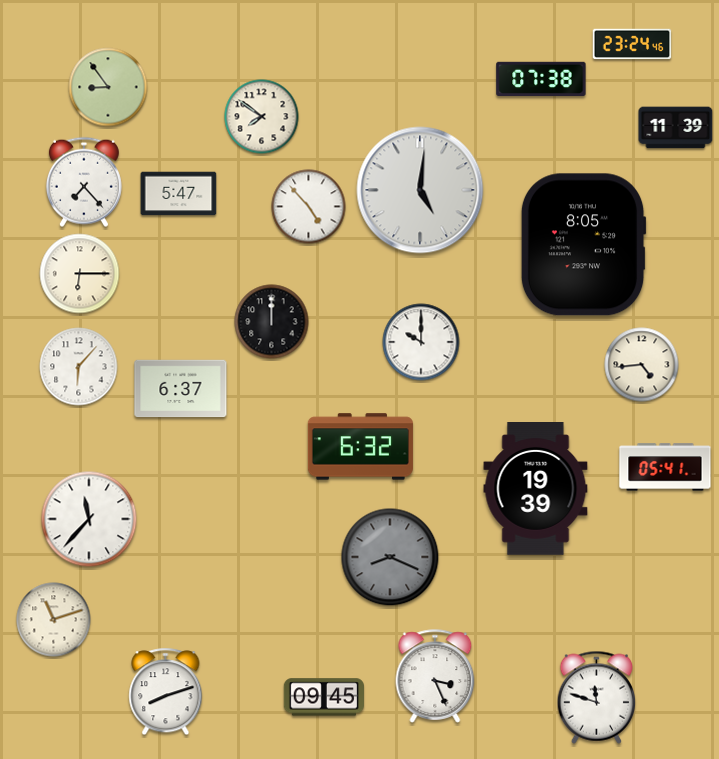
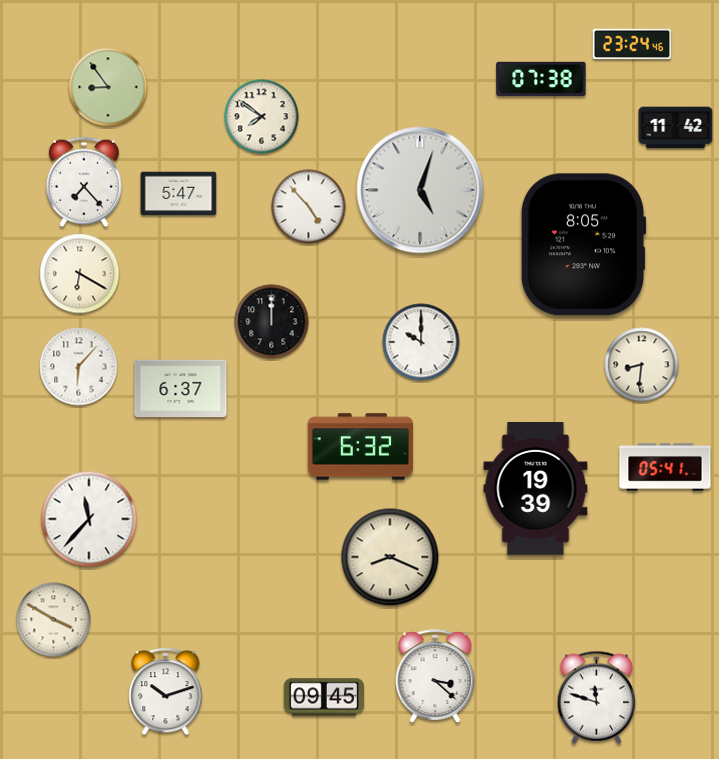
clock at (676, 128): 11:39 -> 11:42
clock at (420, 190): 5:01 -> 5:03
clock at (80, 274): 6:15 -> 6:20
clock at (642, 365): 4:44 -> 8:31
clock at (390, 557) dial: grey -> cream
clock at (54, 620): 11:12 -> 3:50
clock at (435, 676): 3:26 -> 3:22
clock at (166, 692): 8:12 -> 10:12
